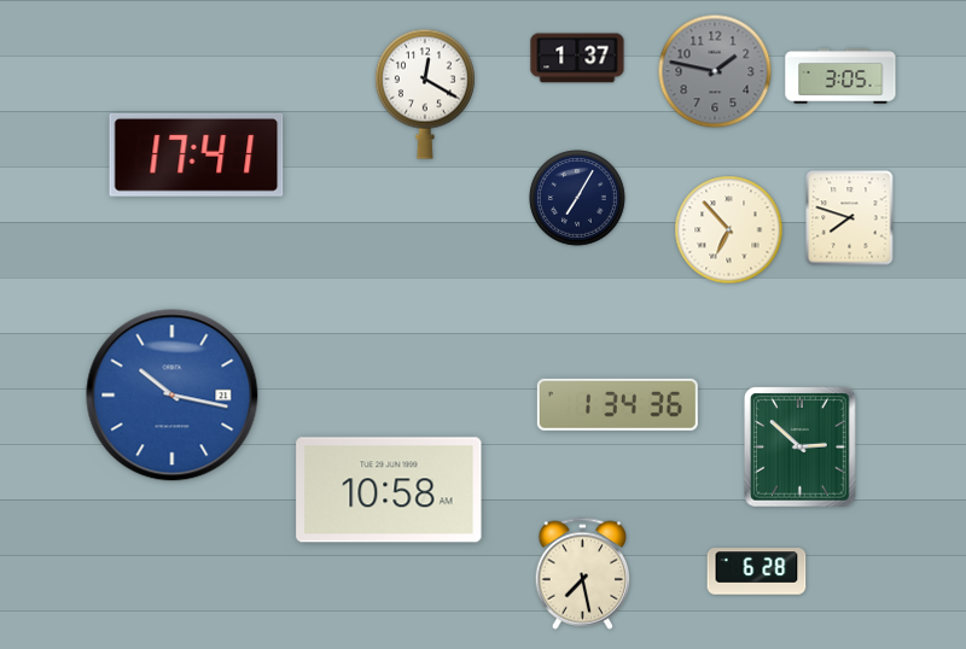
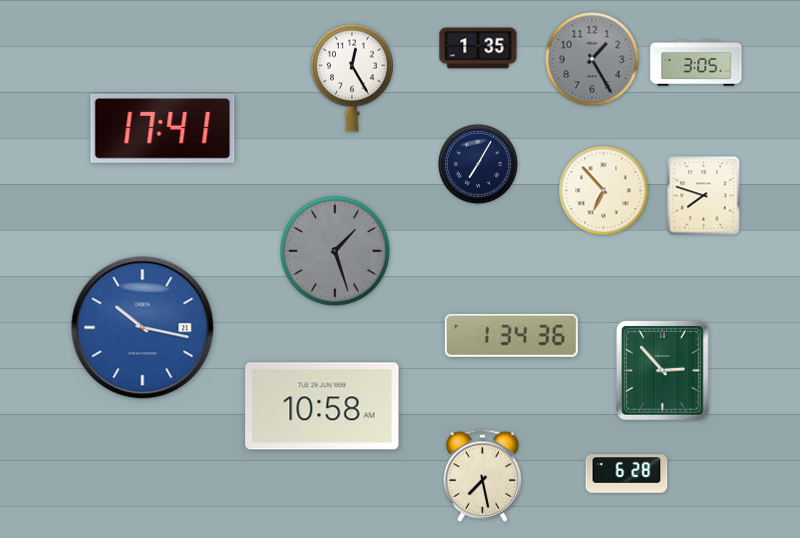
clock at (577, 58): 1:37 -> 1:35
clock at (715, 71): 1:47 -> 1:25
clock at (425, 94): 12:20 -> 12:25
clock at (850, 218) position: (850, 218) -> (704, 196)
clock at (335, 251): none -> 1:27
clock at (801, 448): 2:52 -> 2:53
